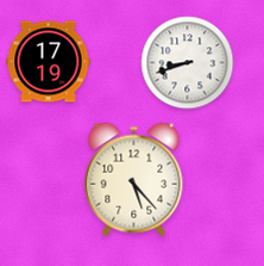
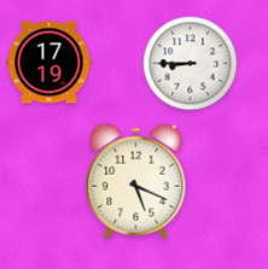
clock at (188, 63): 8:42 -> 8:45
clock at (134, 180): 5:23 -> 5:19
